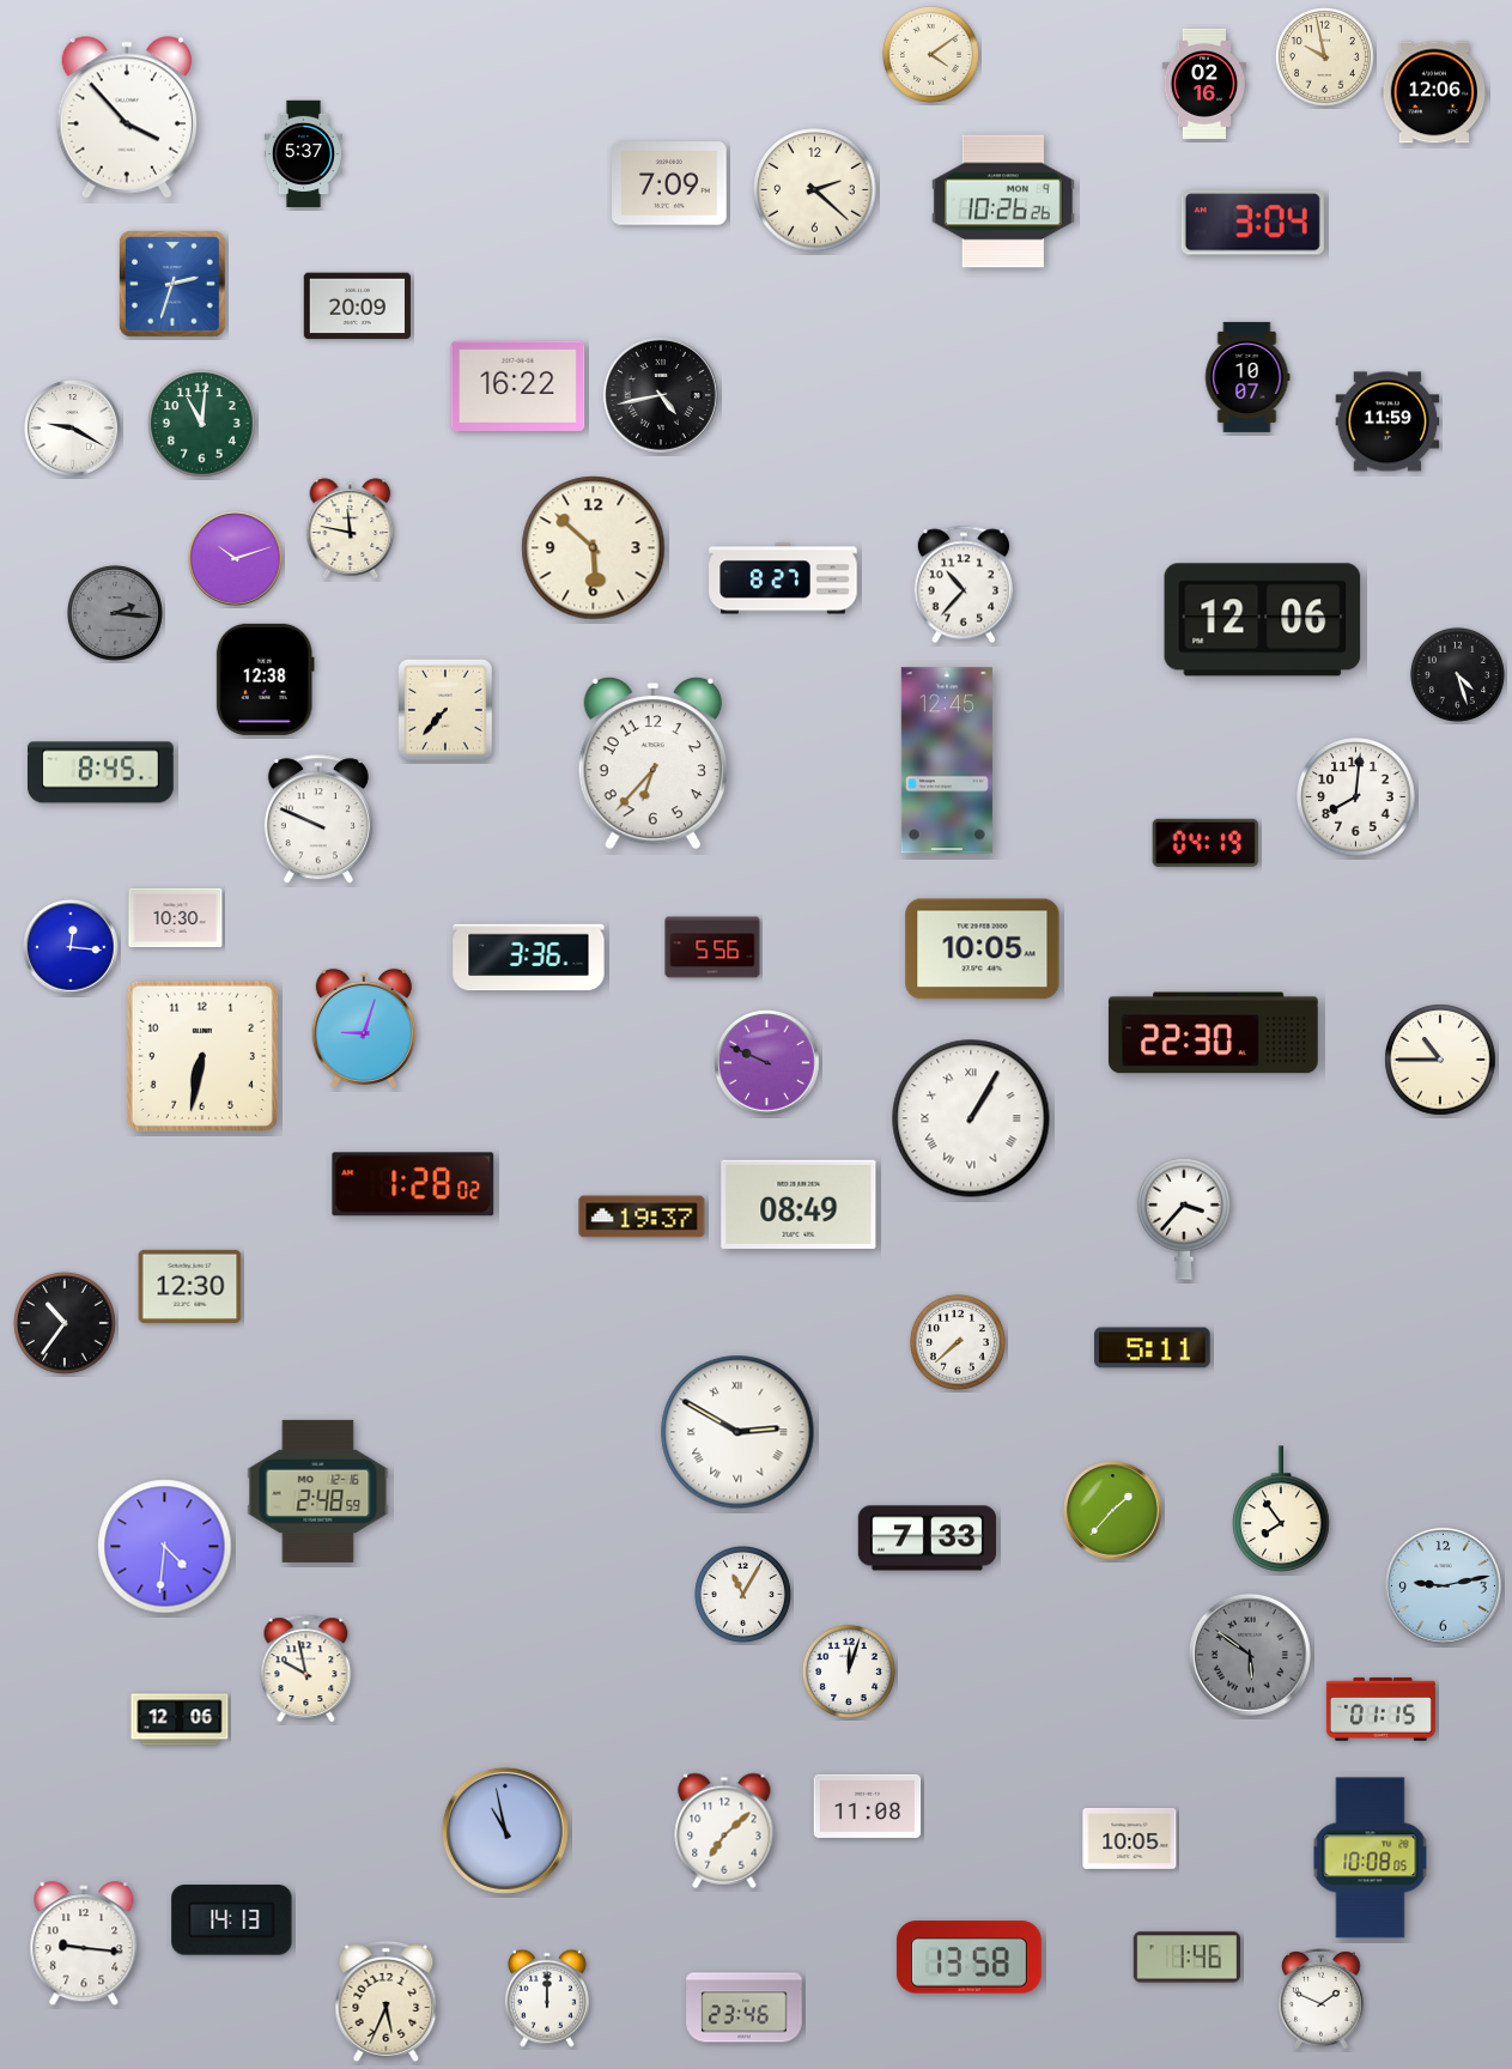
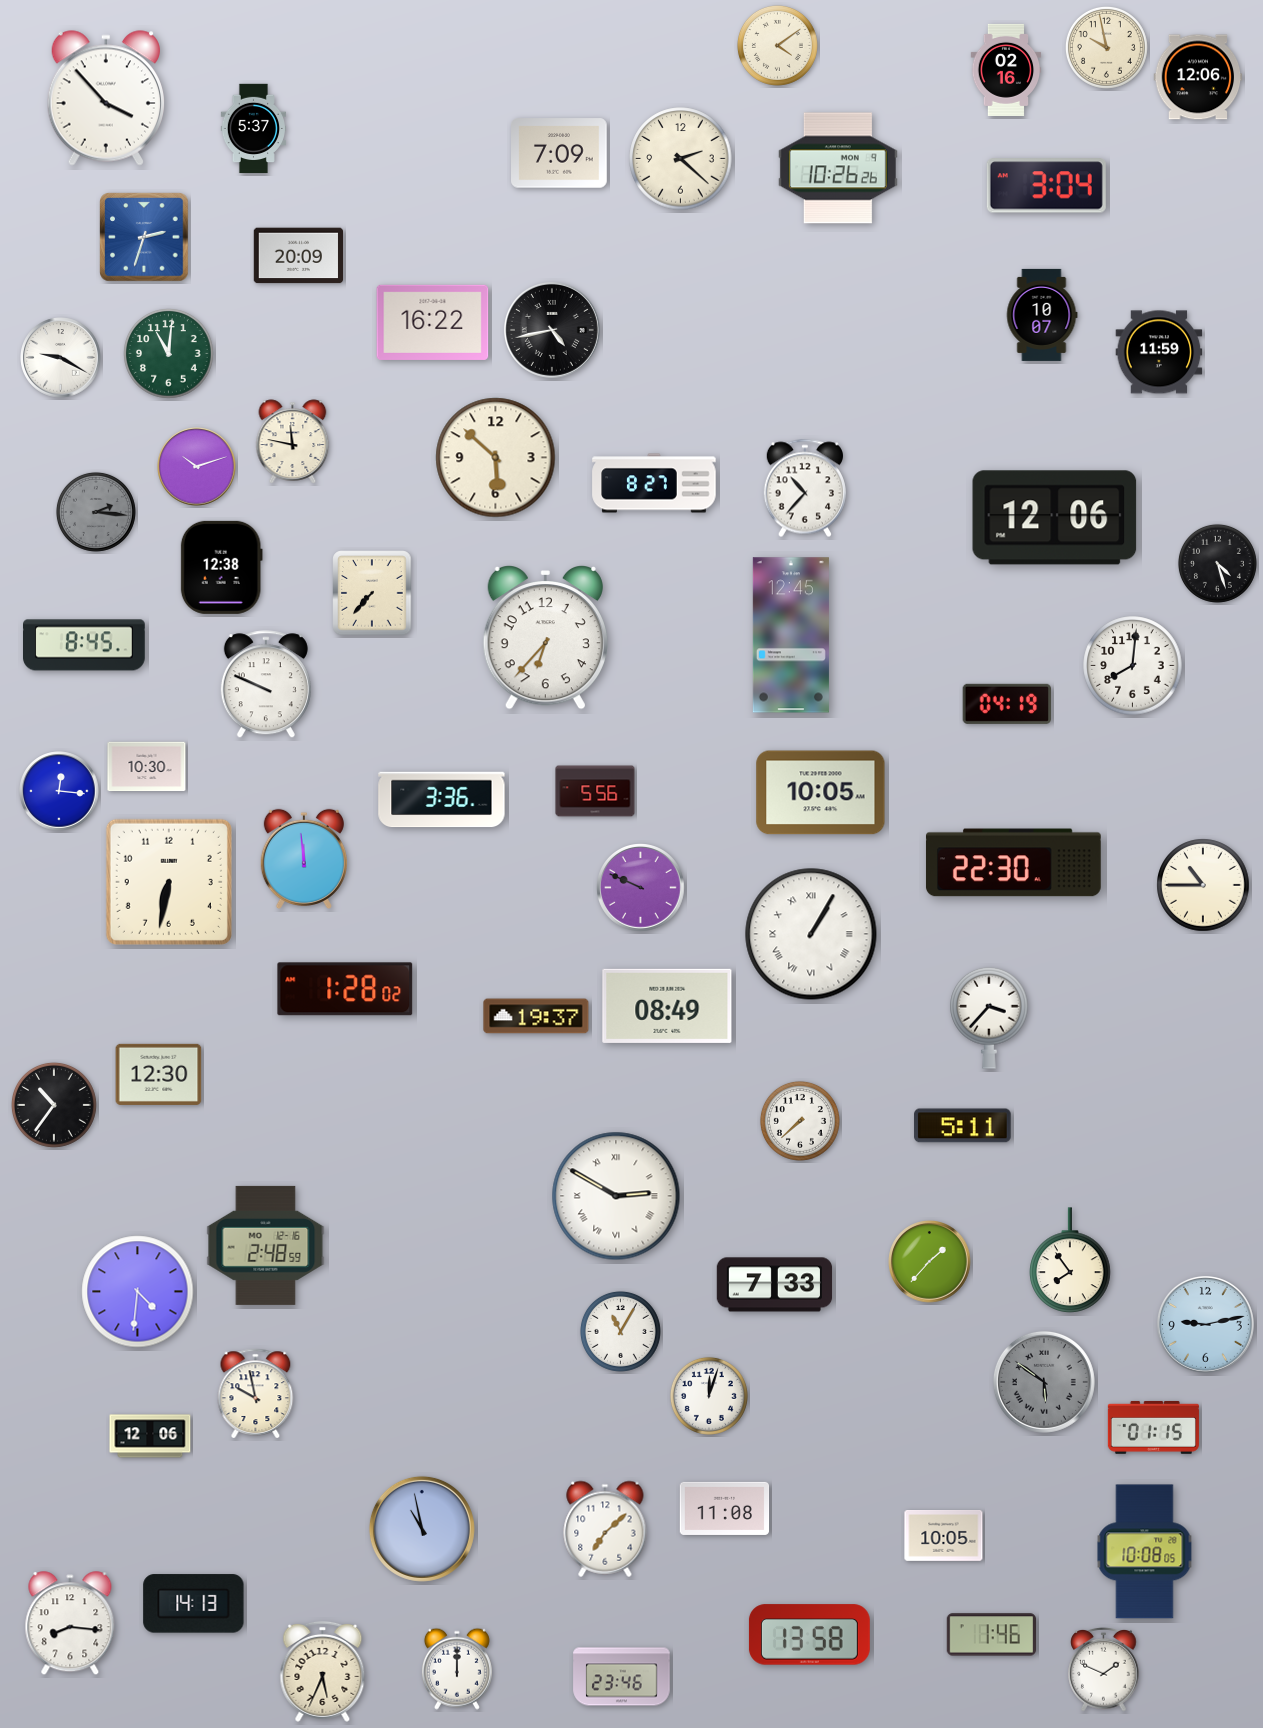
clock at (364, 1029): 9:03 -> 11:59
clock at (84, 1944): 9:16 -> 8:16
